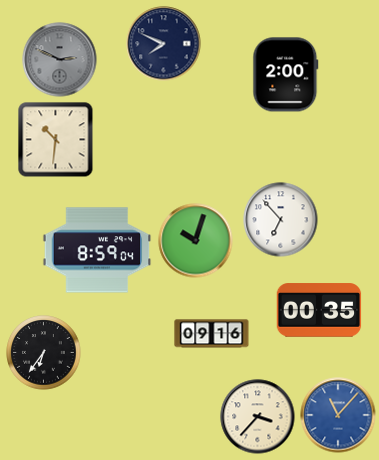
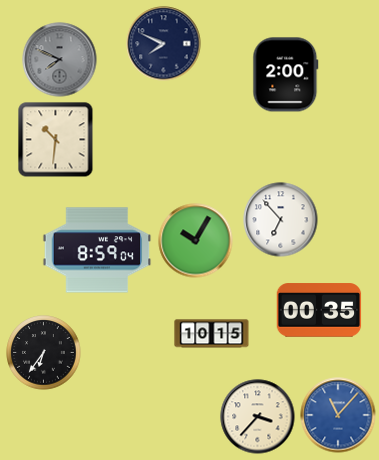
clock at (60, 60): 2:49 -> 7:49
clock at (196, 241): 10:03 -> 10:05
clock at (212, 334): 09:16 -> 10:15
